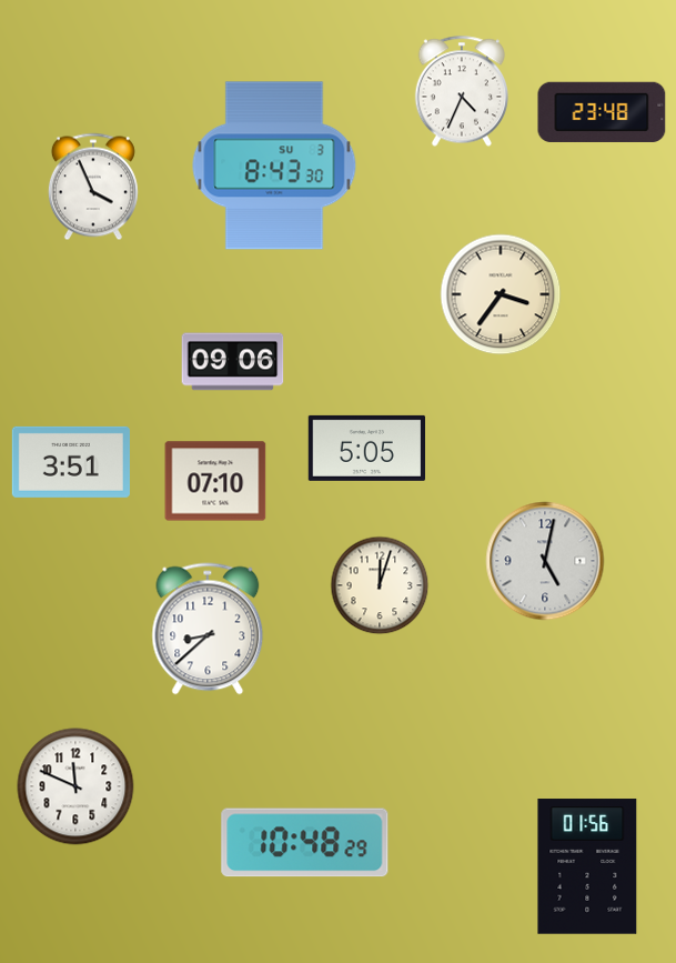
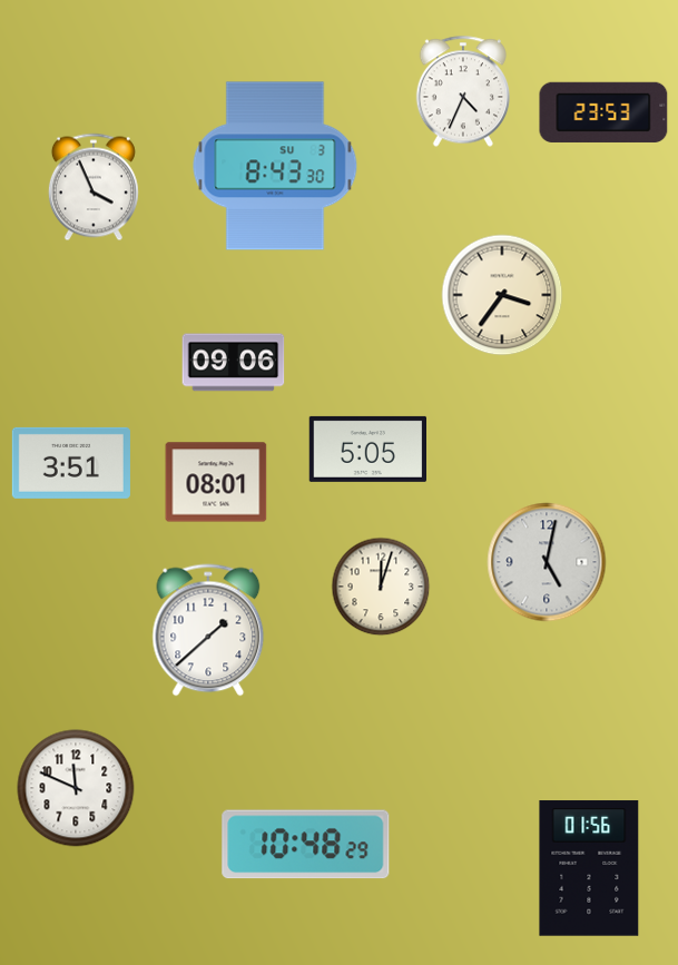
clock at (602, 112): 23:48 -> 23:53
clock at (215, 481): 07:10 -> 08:01
clock at (208, 629): 8:38 -> 1:38
